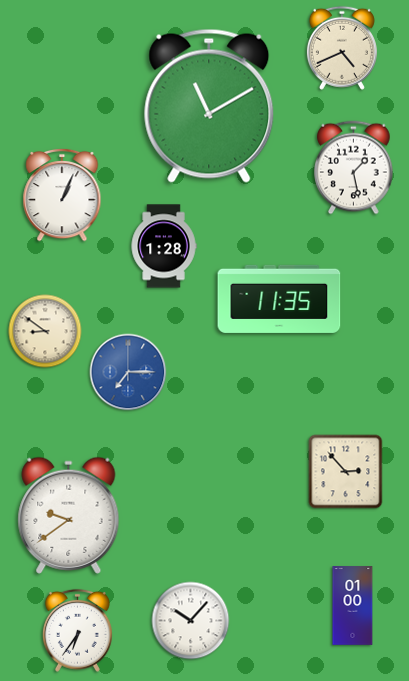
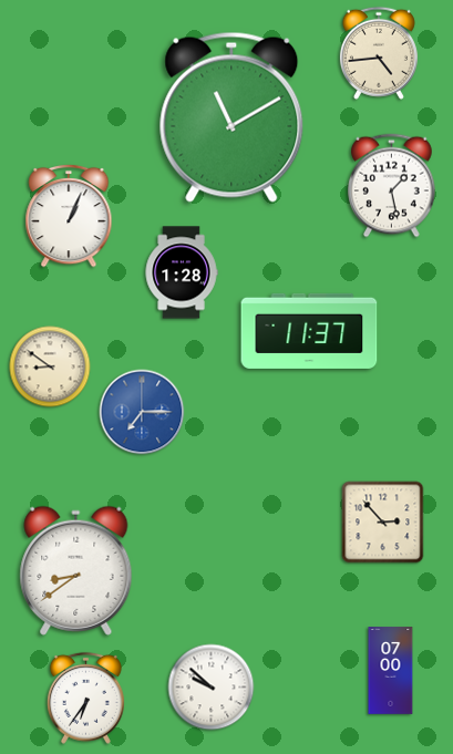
clock at (342, 48): 4:41 -> 4:44
clock at (279, 299): 11:35 -> 11:37
clock at (69, 515): 9:39 -> 8:39
clock at (353, 606): 01:00 -> 07:00
clock at (191, 621): 10:07 -> 9:52
